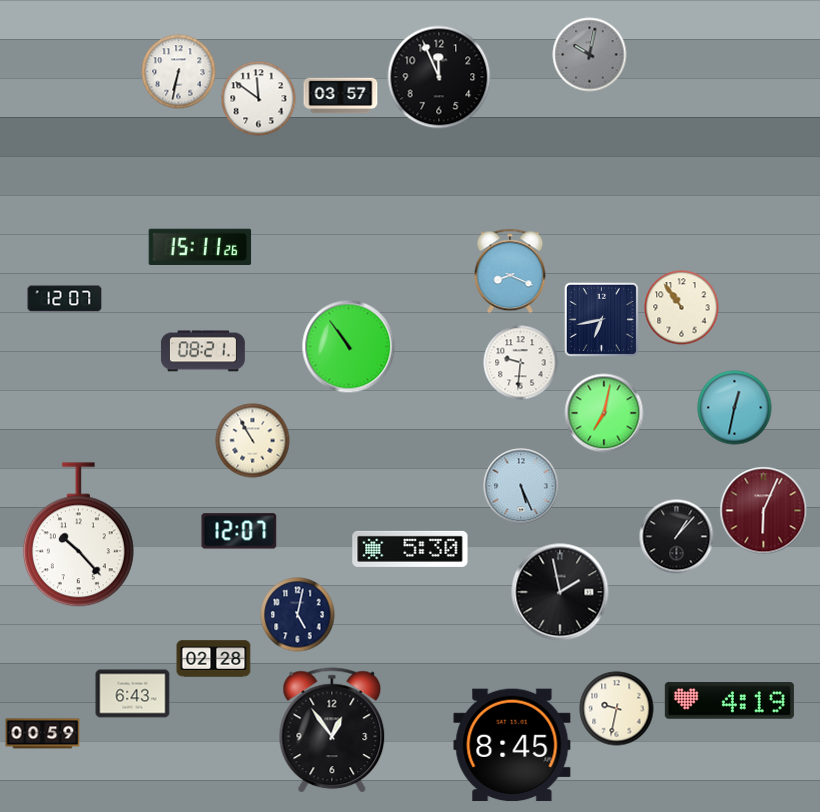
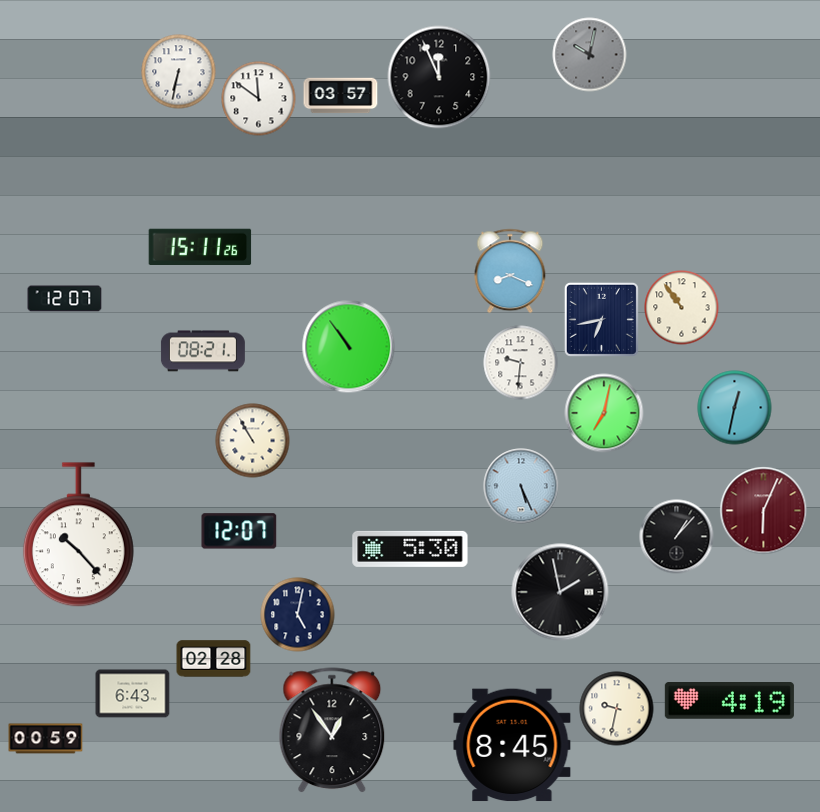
clock at (43, 734) position: (43, 734) -> (46, 739)
